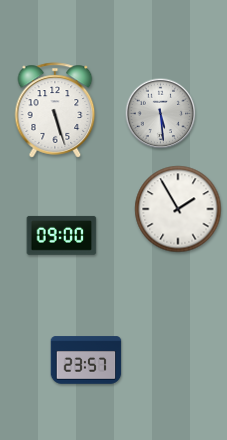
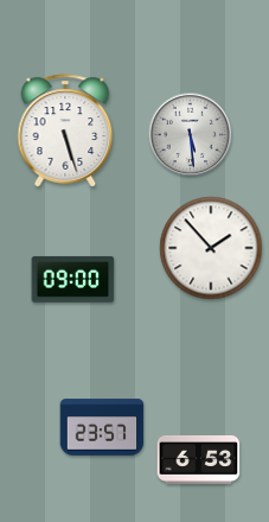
clock at (178, 209): 1:55 -> 1:53
clock at (199, 459): none -> 6:53
